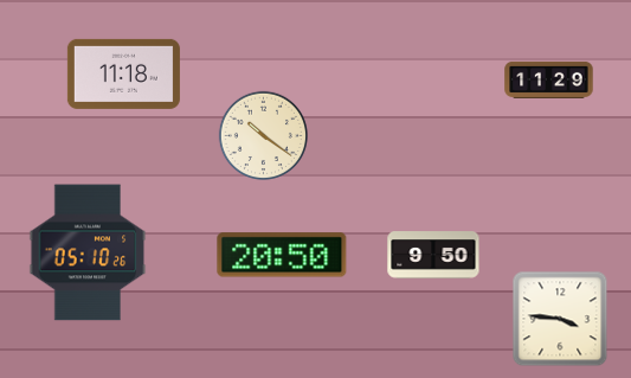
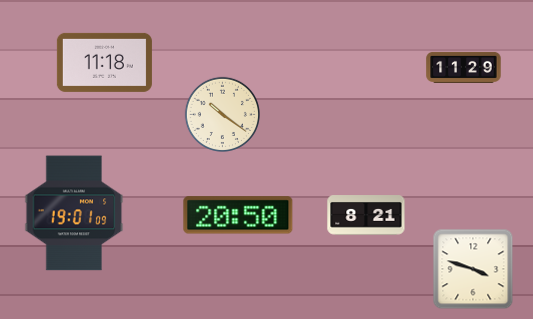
clock at (88, 252): 05:10 -> 19:01
clock at (433, 255): 9:50 -> 8:21
clock at (560, 319): 3:46 -> 3:48
